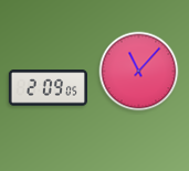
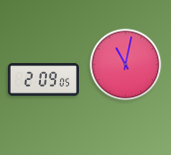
clock at (139, 72): 11:07 -> 11:02
